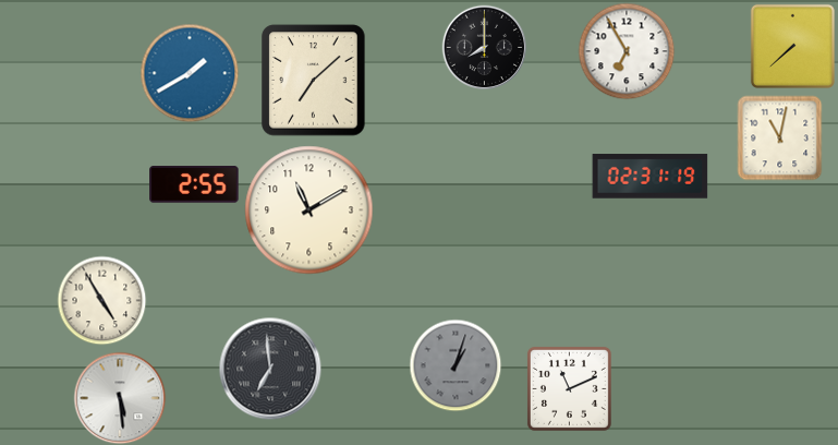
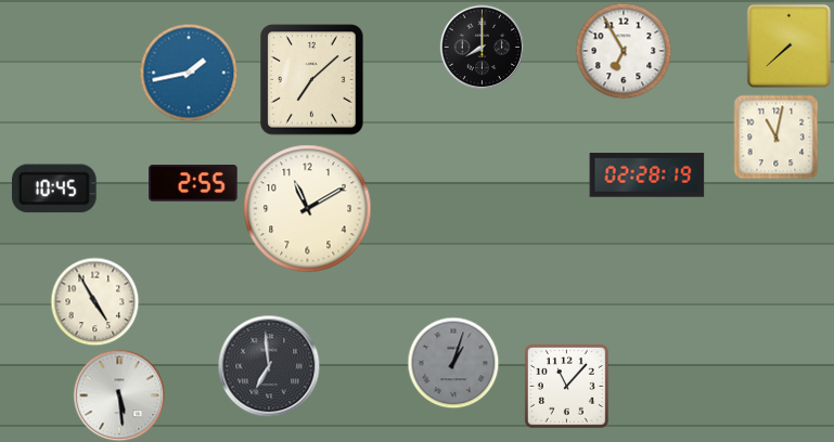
clock at (190, 73): 1:40 -> 1:43
clock at (651, 177): 02:31 -> 02:28
clock at (54, 188): none -> 10:45
clock at (101, 300) position: (101, 300) -> (94, 301)
clock at (569, 388): 11:11 -> 11:07
